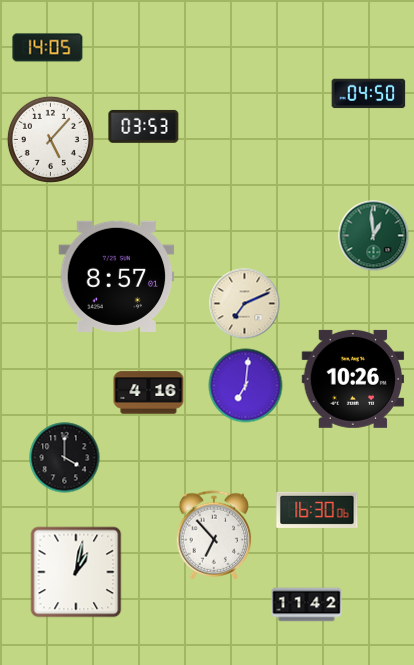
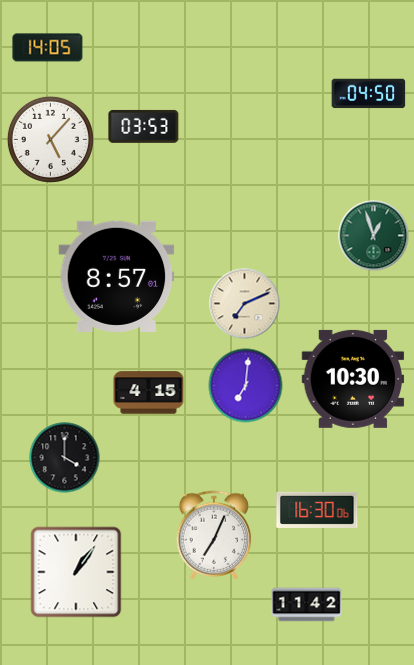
clock at (374, 236): 12:59 -> 12:57
clock at (353, 379): 10:26 -> 10:30
clock at (149, 393): 4:16 -> 4:15
clock at (214, 535): 6:53 -> 7:04
clock at (76, 572): 1:02 -> 1:06
